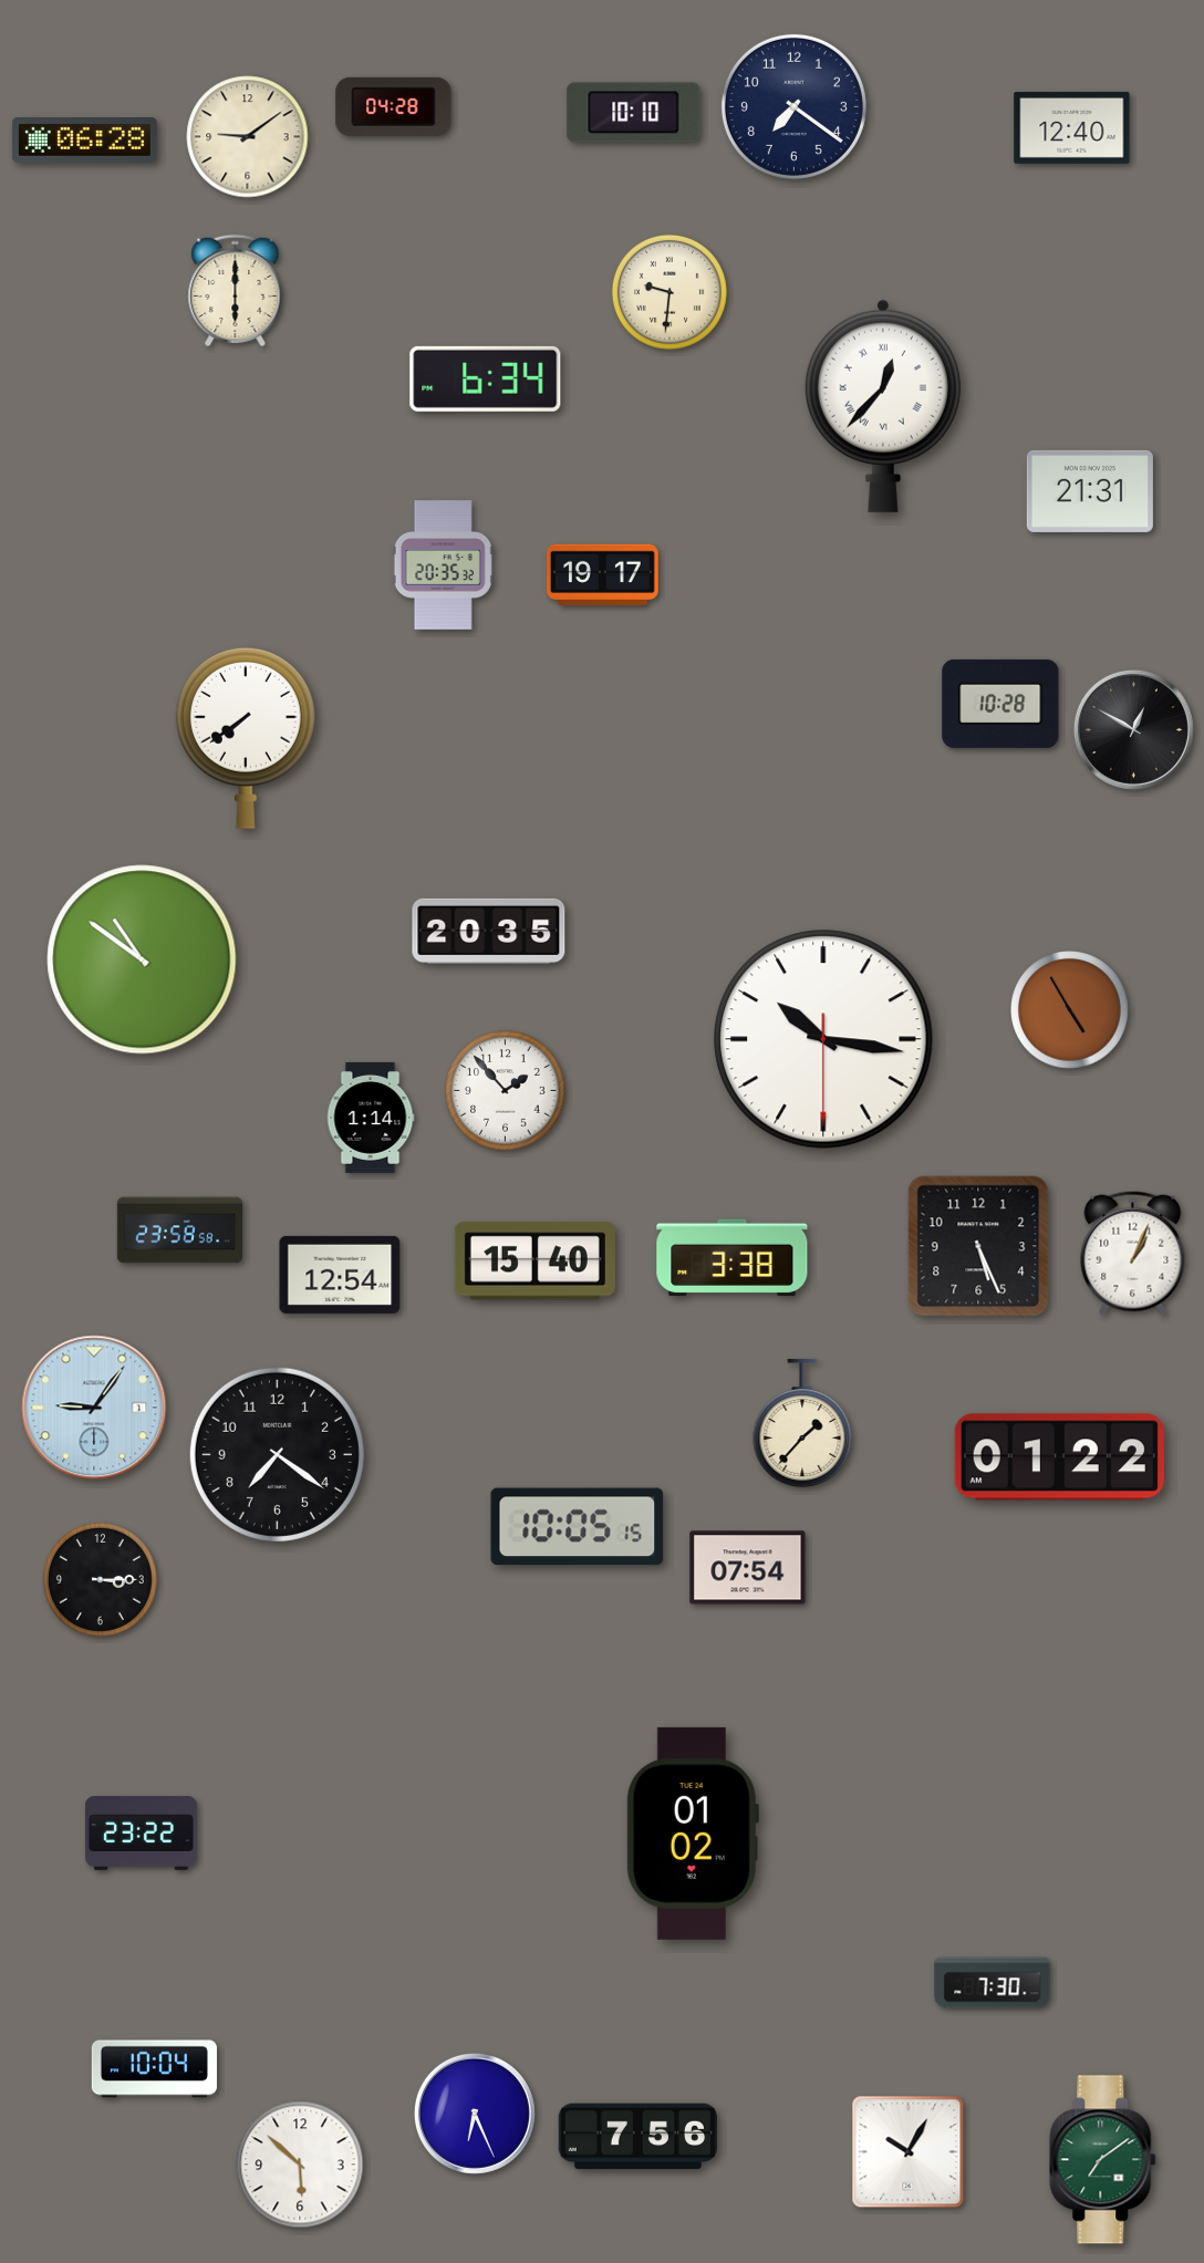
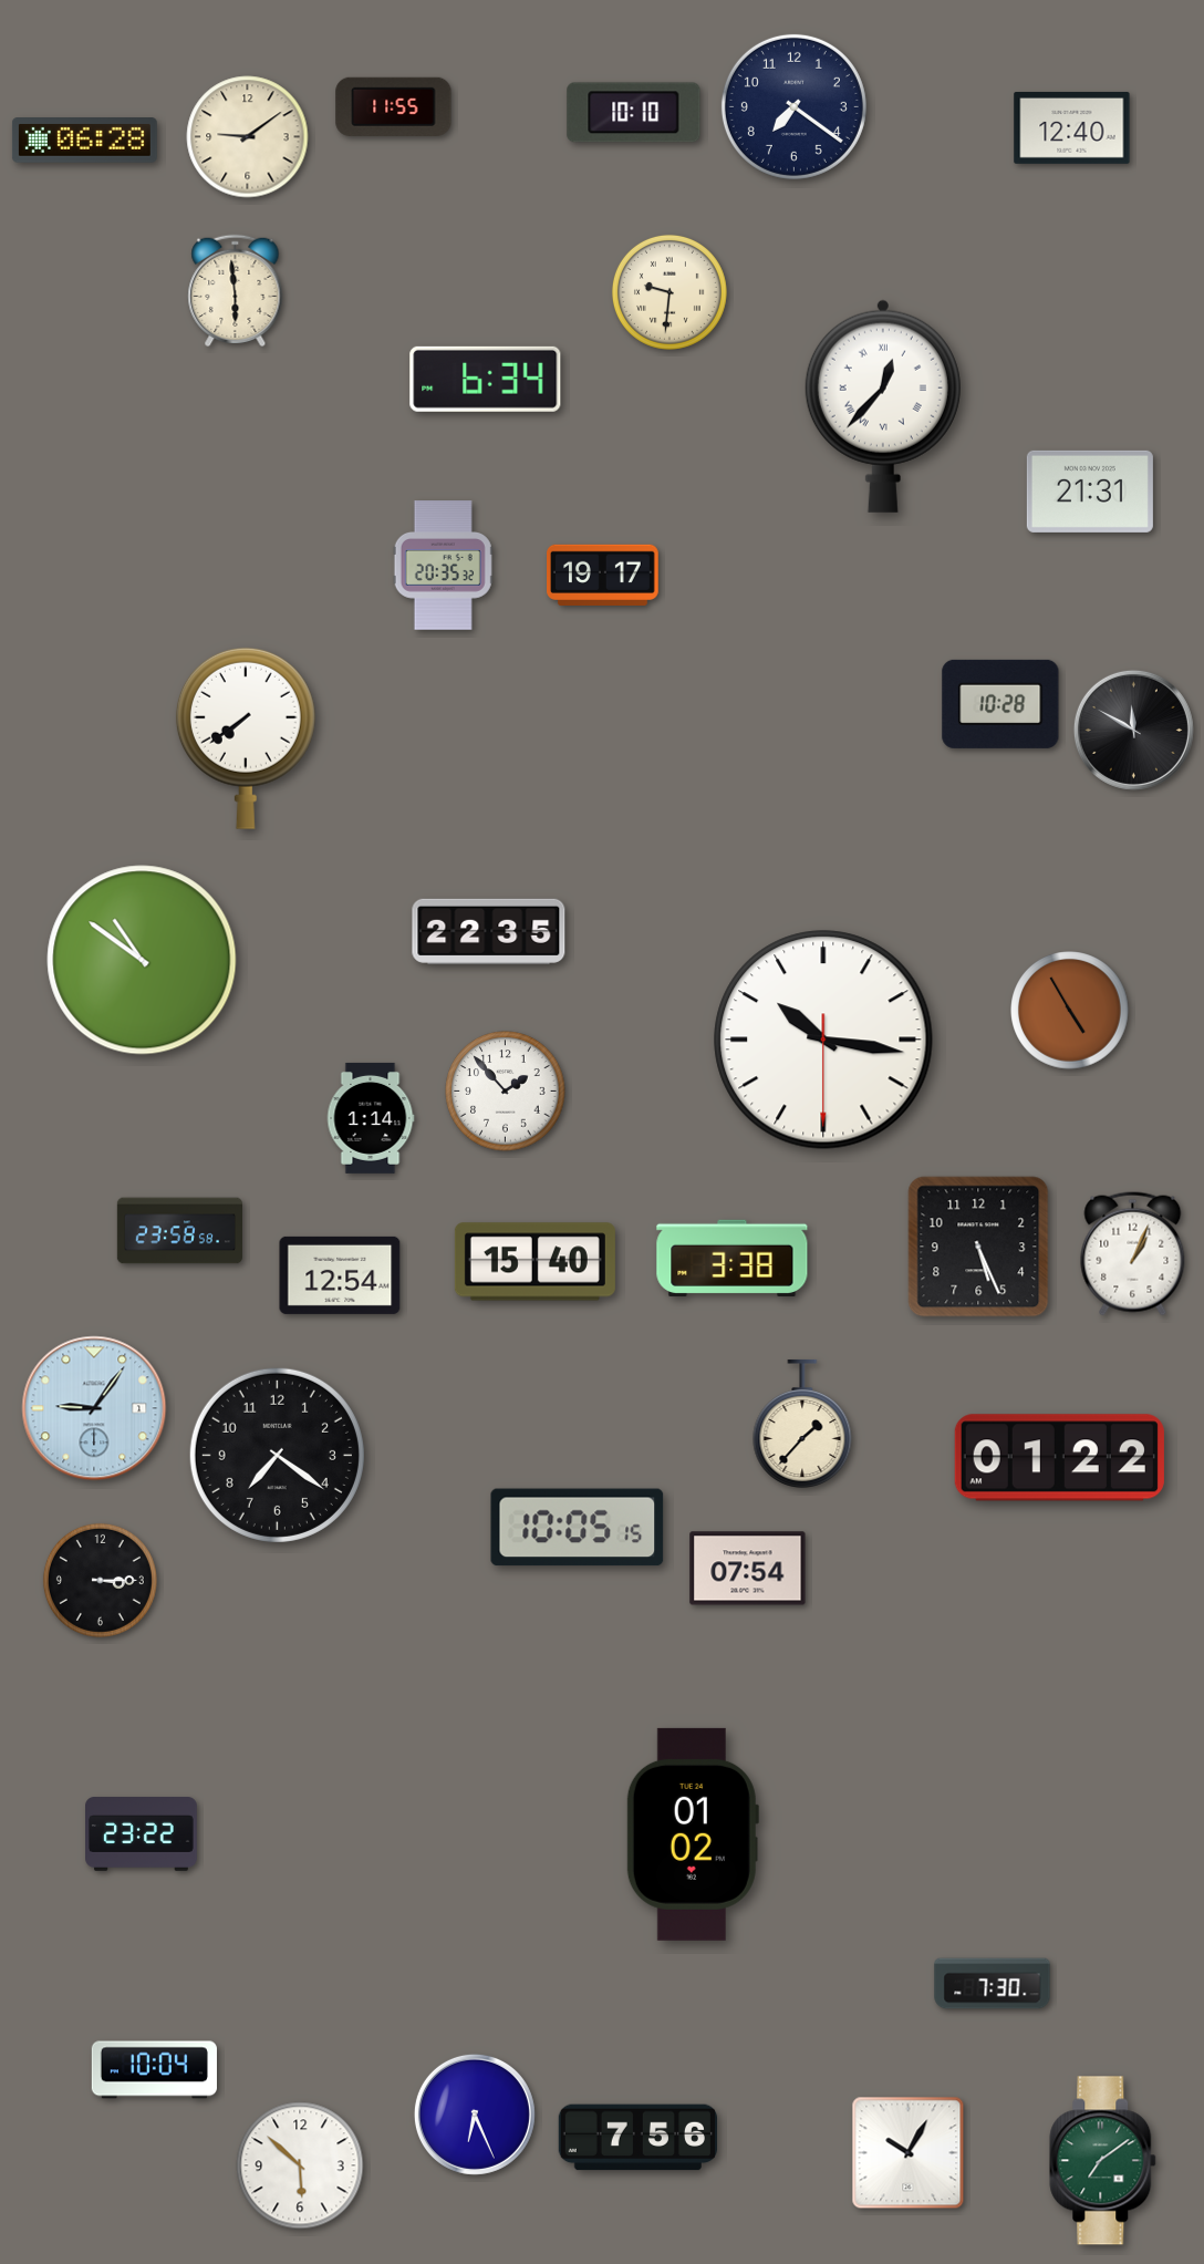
clock at (394, 106): 04:28 -> 11:55
clock at (236, 291): 6:00 -> 5:59
clock at (1133, 729): 12:50 -> 11:50
clock at (489, 931): 20:35 -> 22:35
